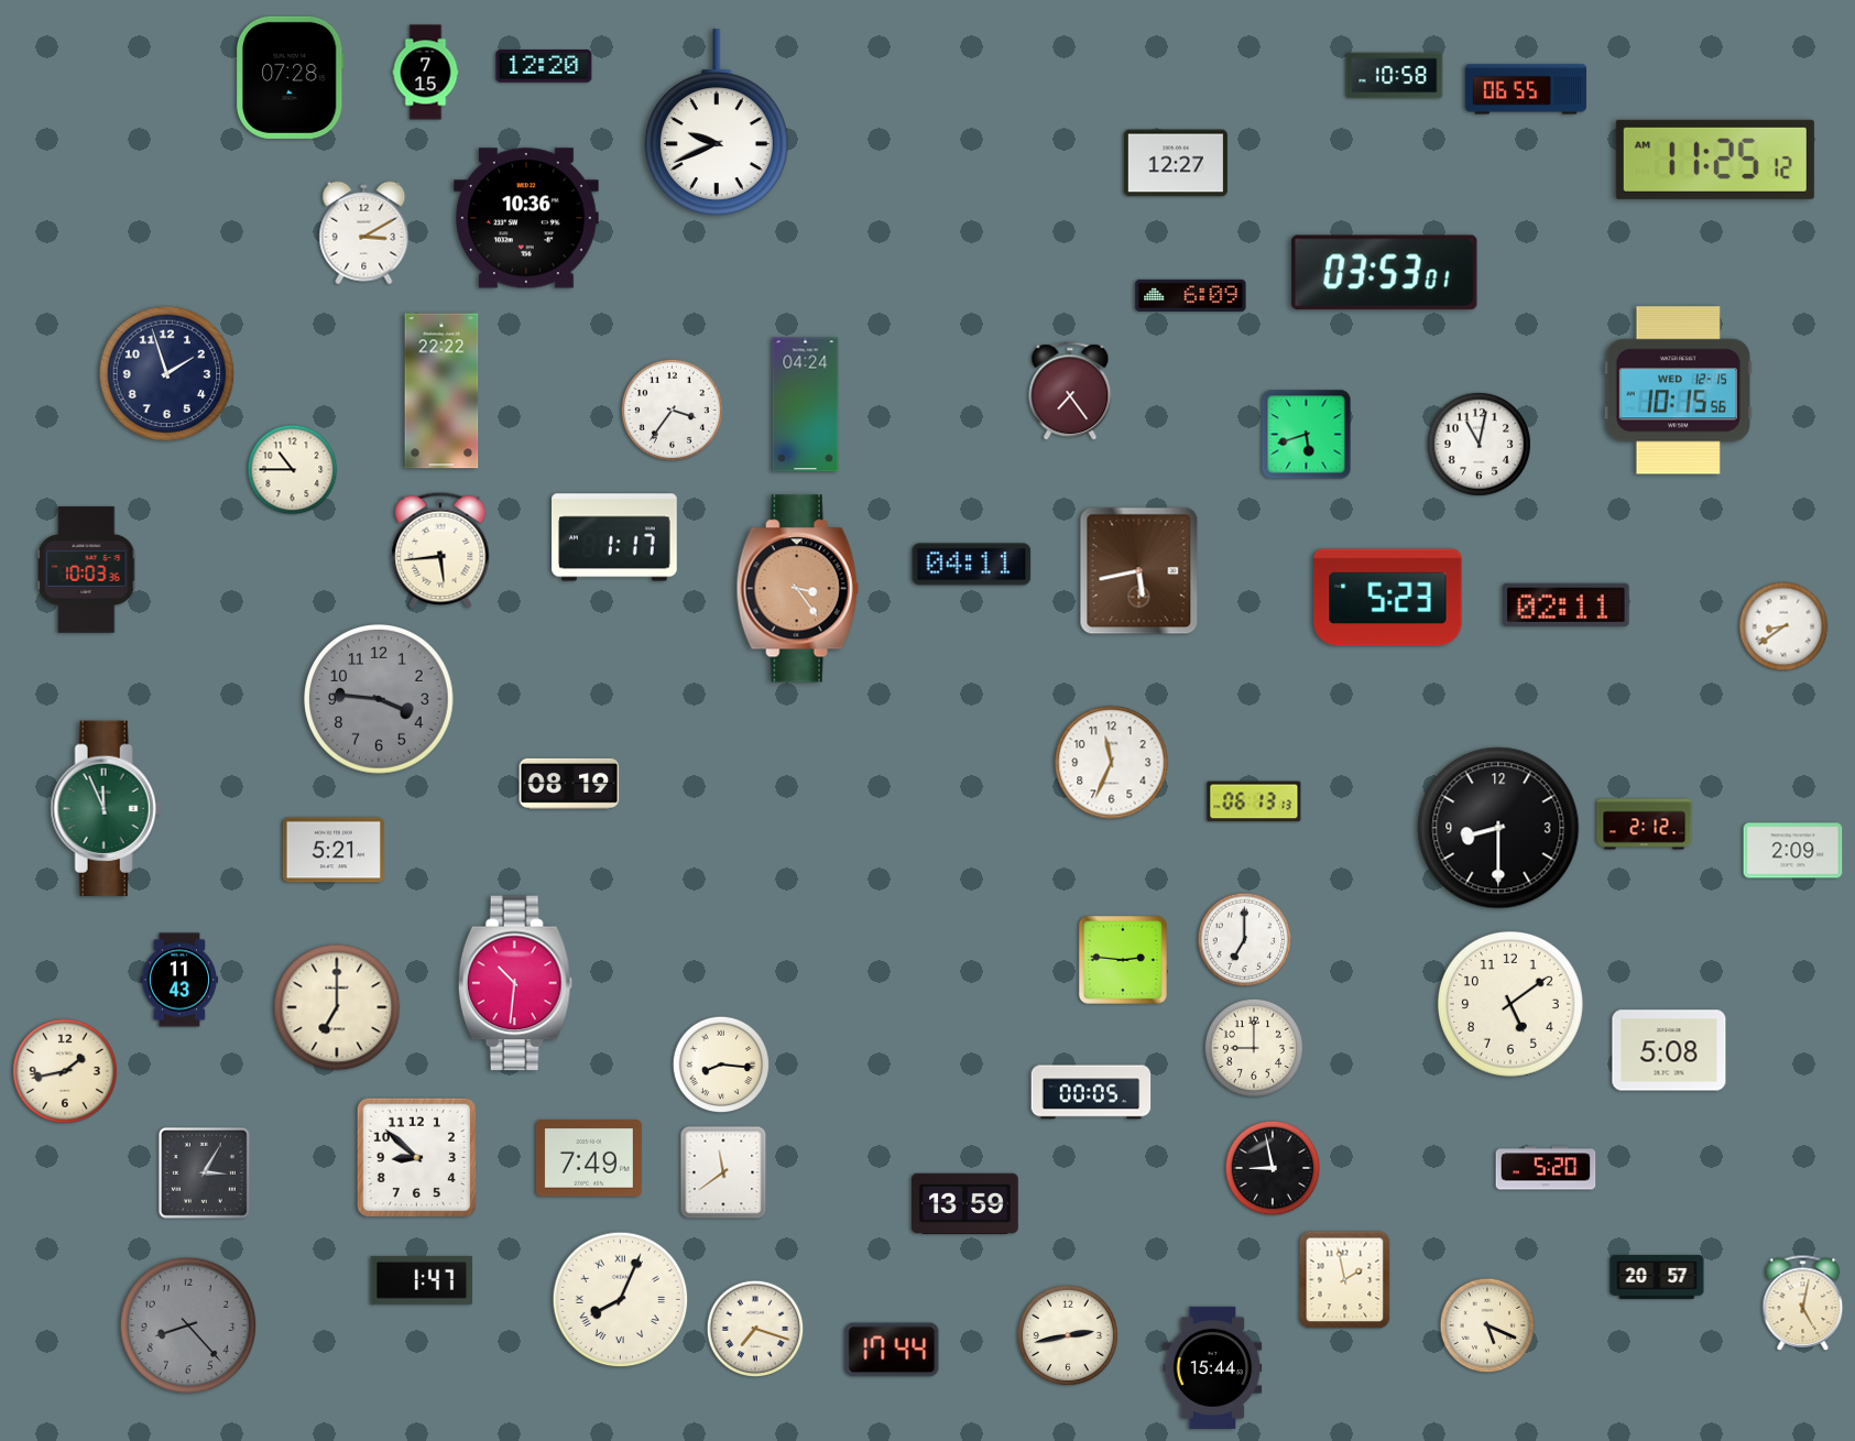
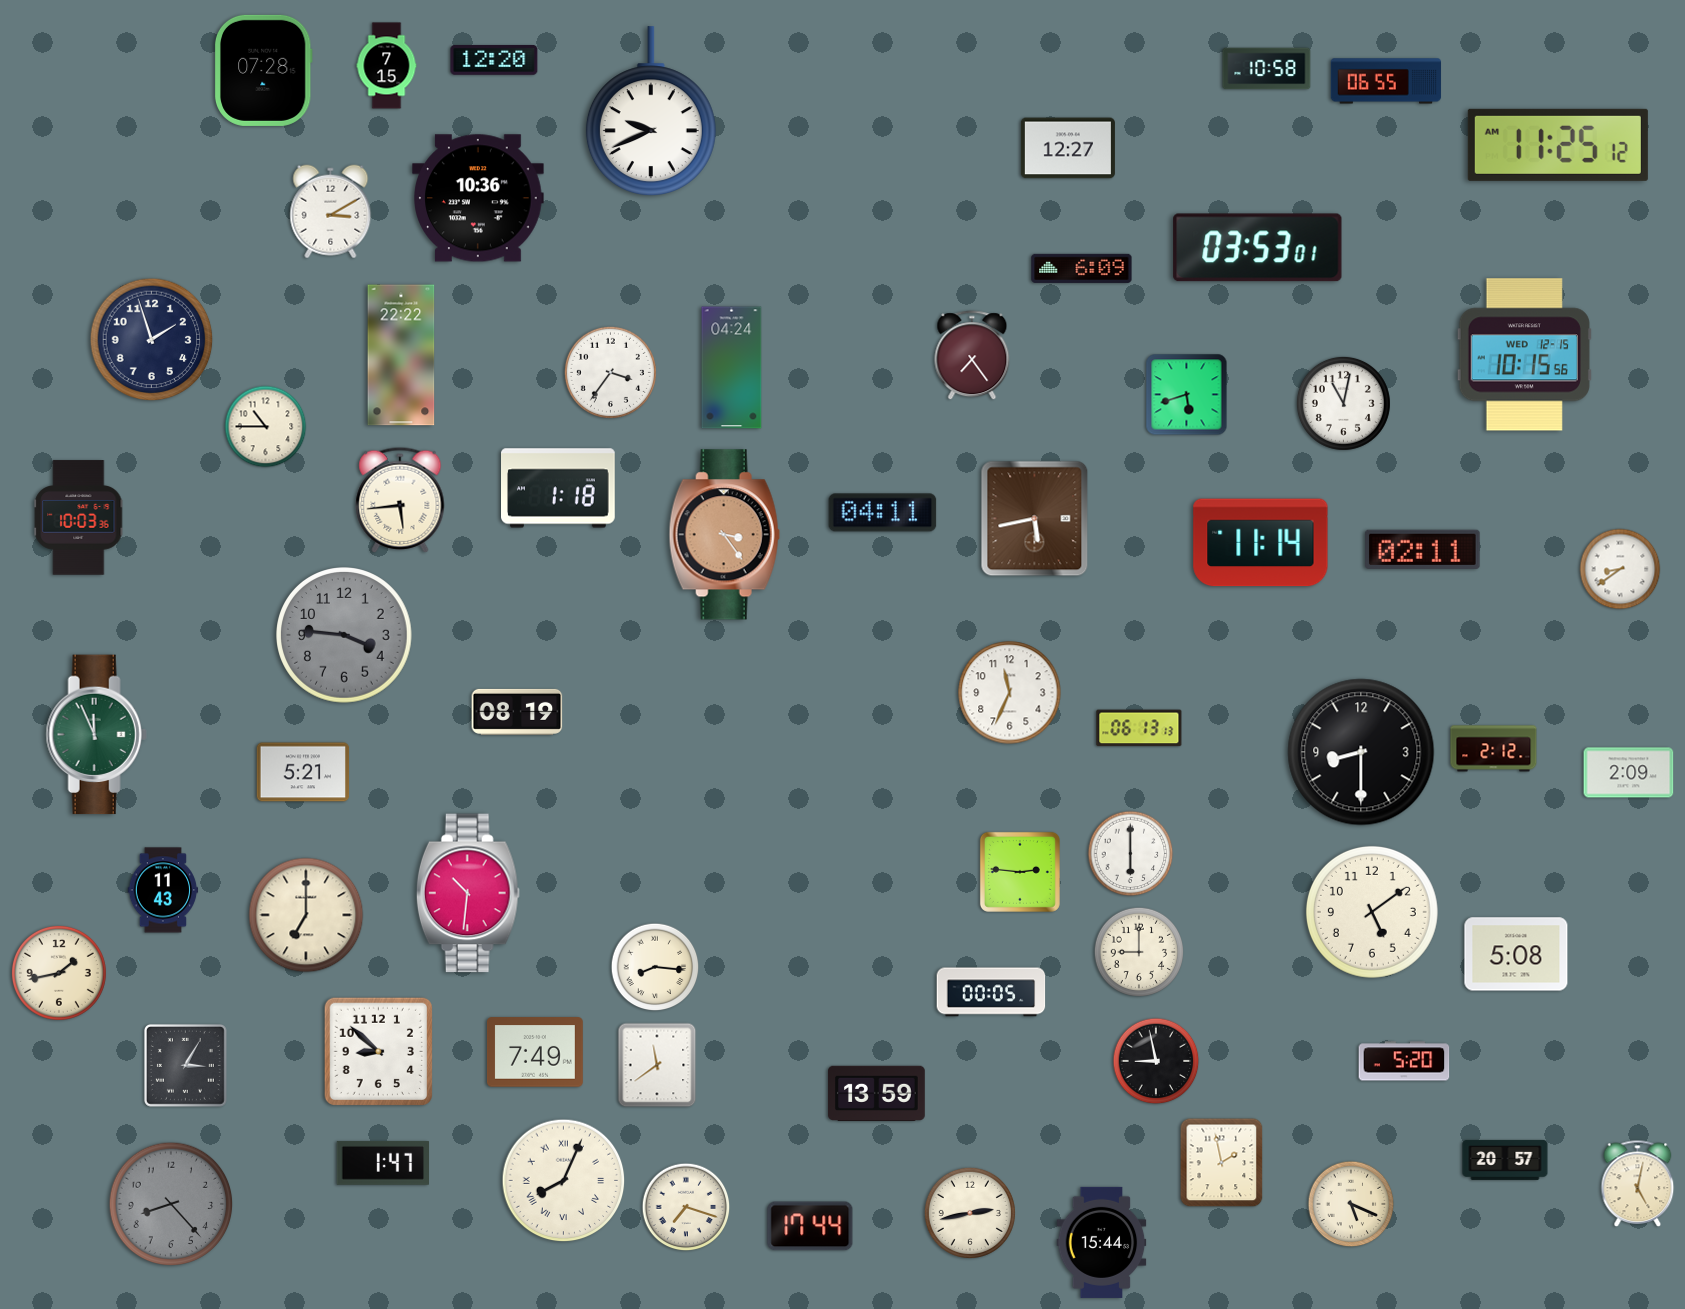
clock at (615, 537): 1:17 -> 1:18
clock at (1388, 598): 5:23 -> 11:14
clock at (1245, 940): 7:00 -> 6:00
